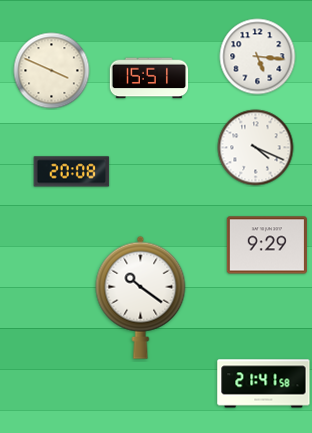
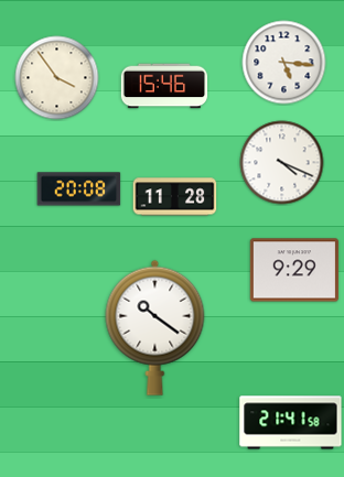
clock at (52, 71): 3:49 -> 3:54
clock at (149, 78): 15:51 -> 15:46
clock at (175, 197): none -> 11:28
